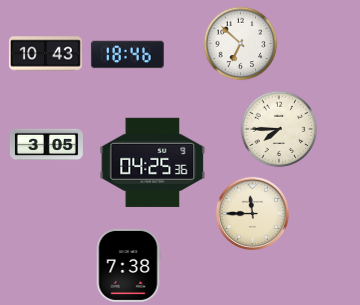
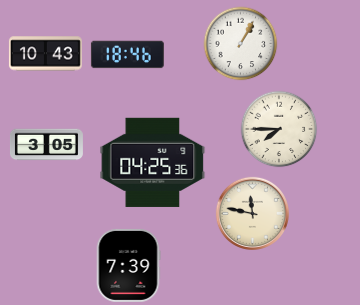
clock at (241, 44): 6:52 -> 1:05
clock at (252, 213): 11:45 -> 11:47
clock at (128, 265): 7:38 -> 7:39
